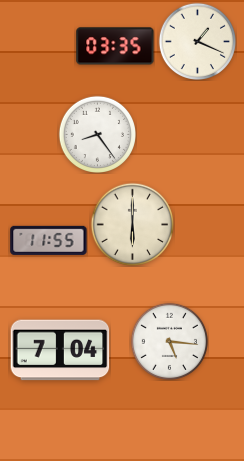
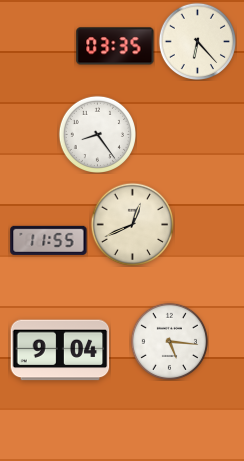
clock at (197, 41): 1:19 -> 6:23
clock at (132, 224): 6:00 -> 12:41
clock at (60, 350): 7:04 -> 9:04
